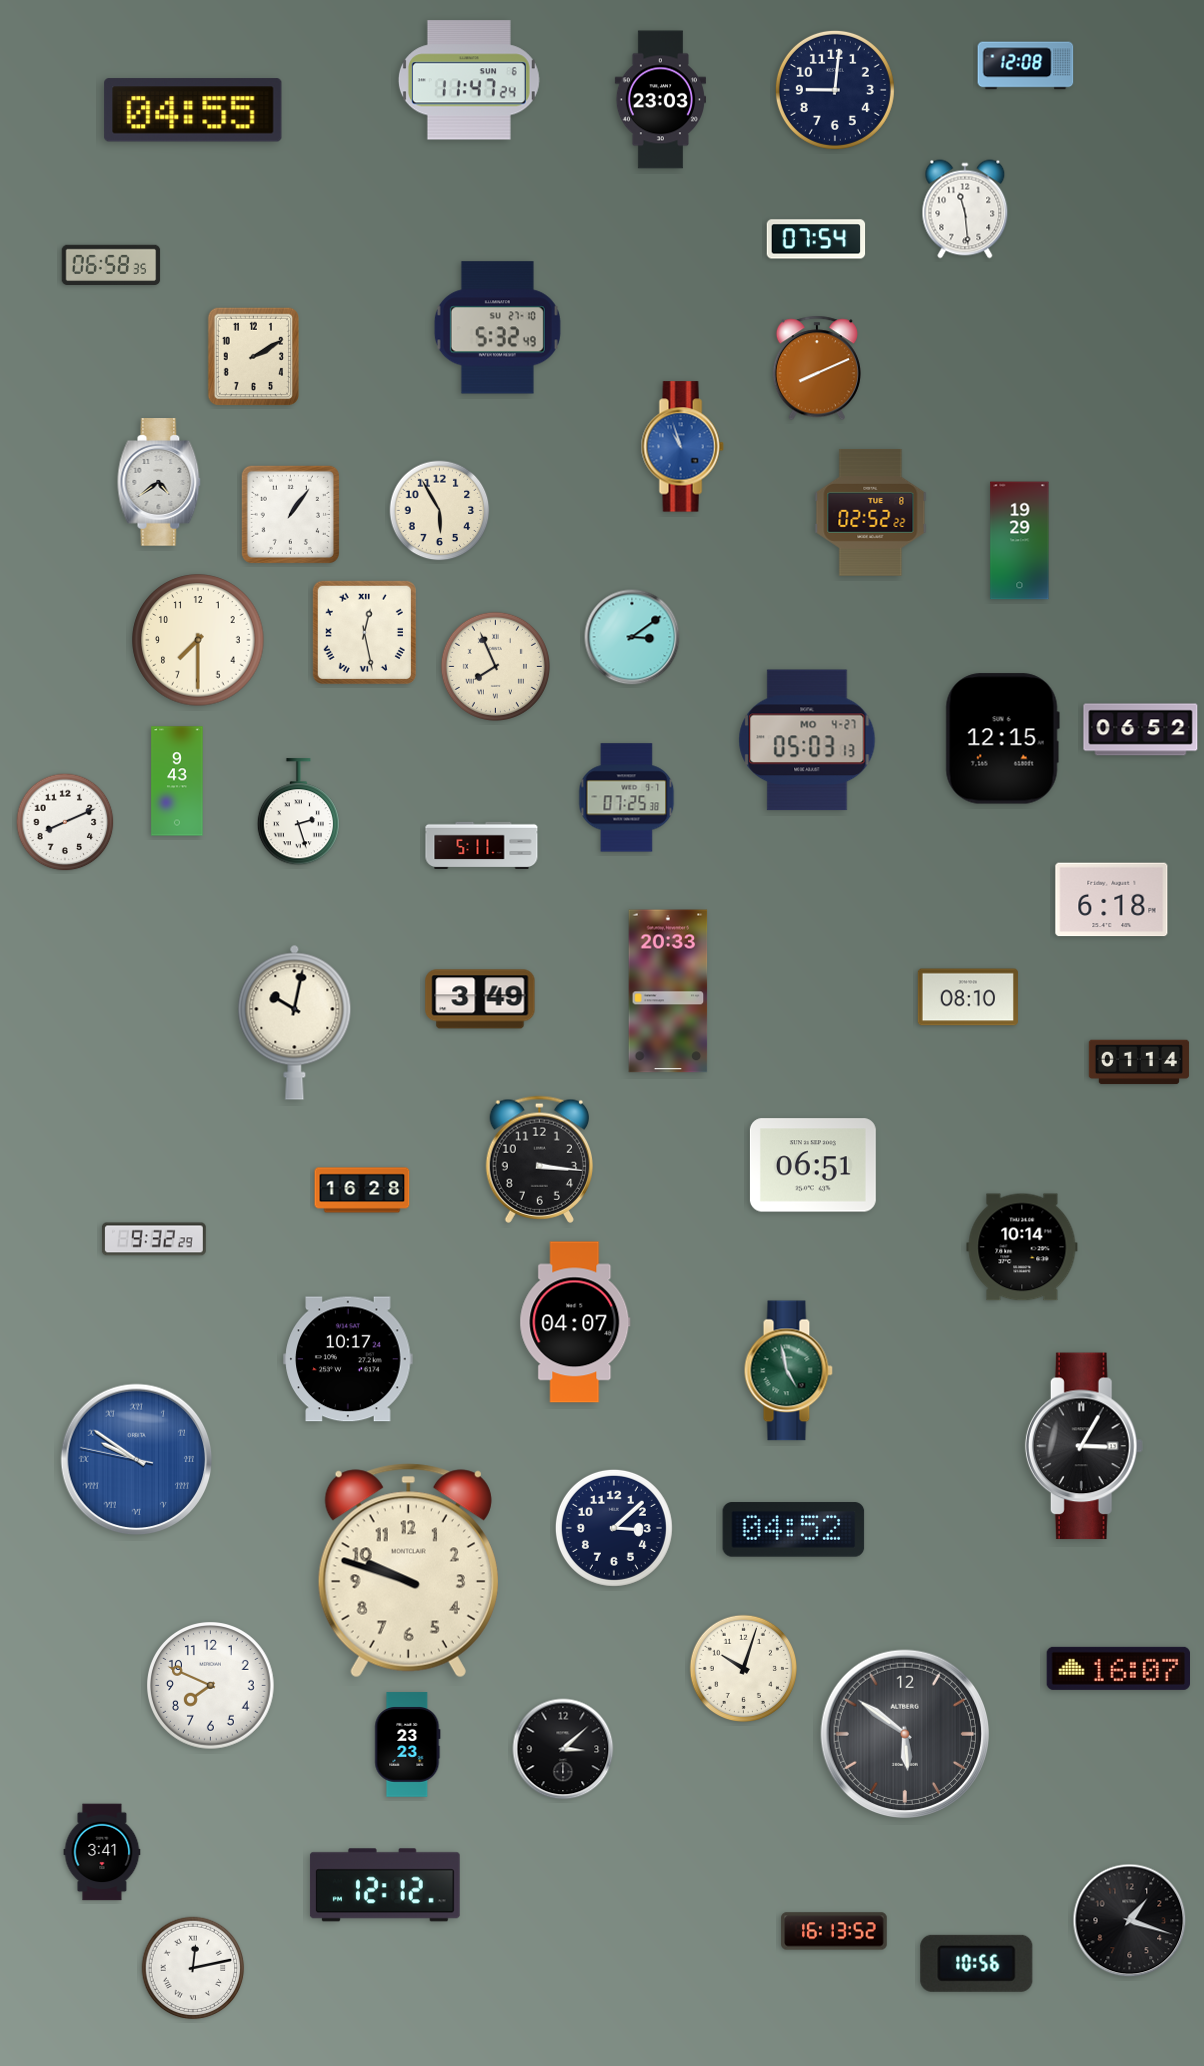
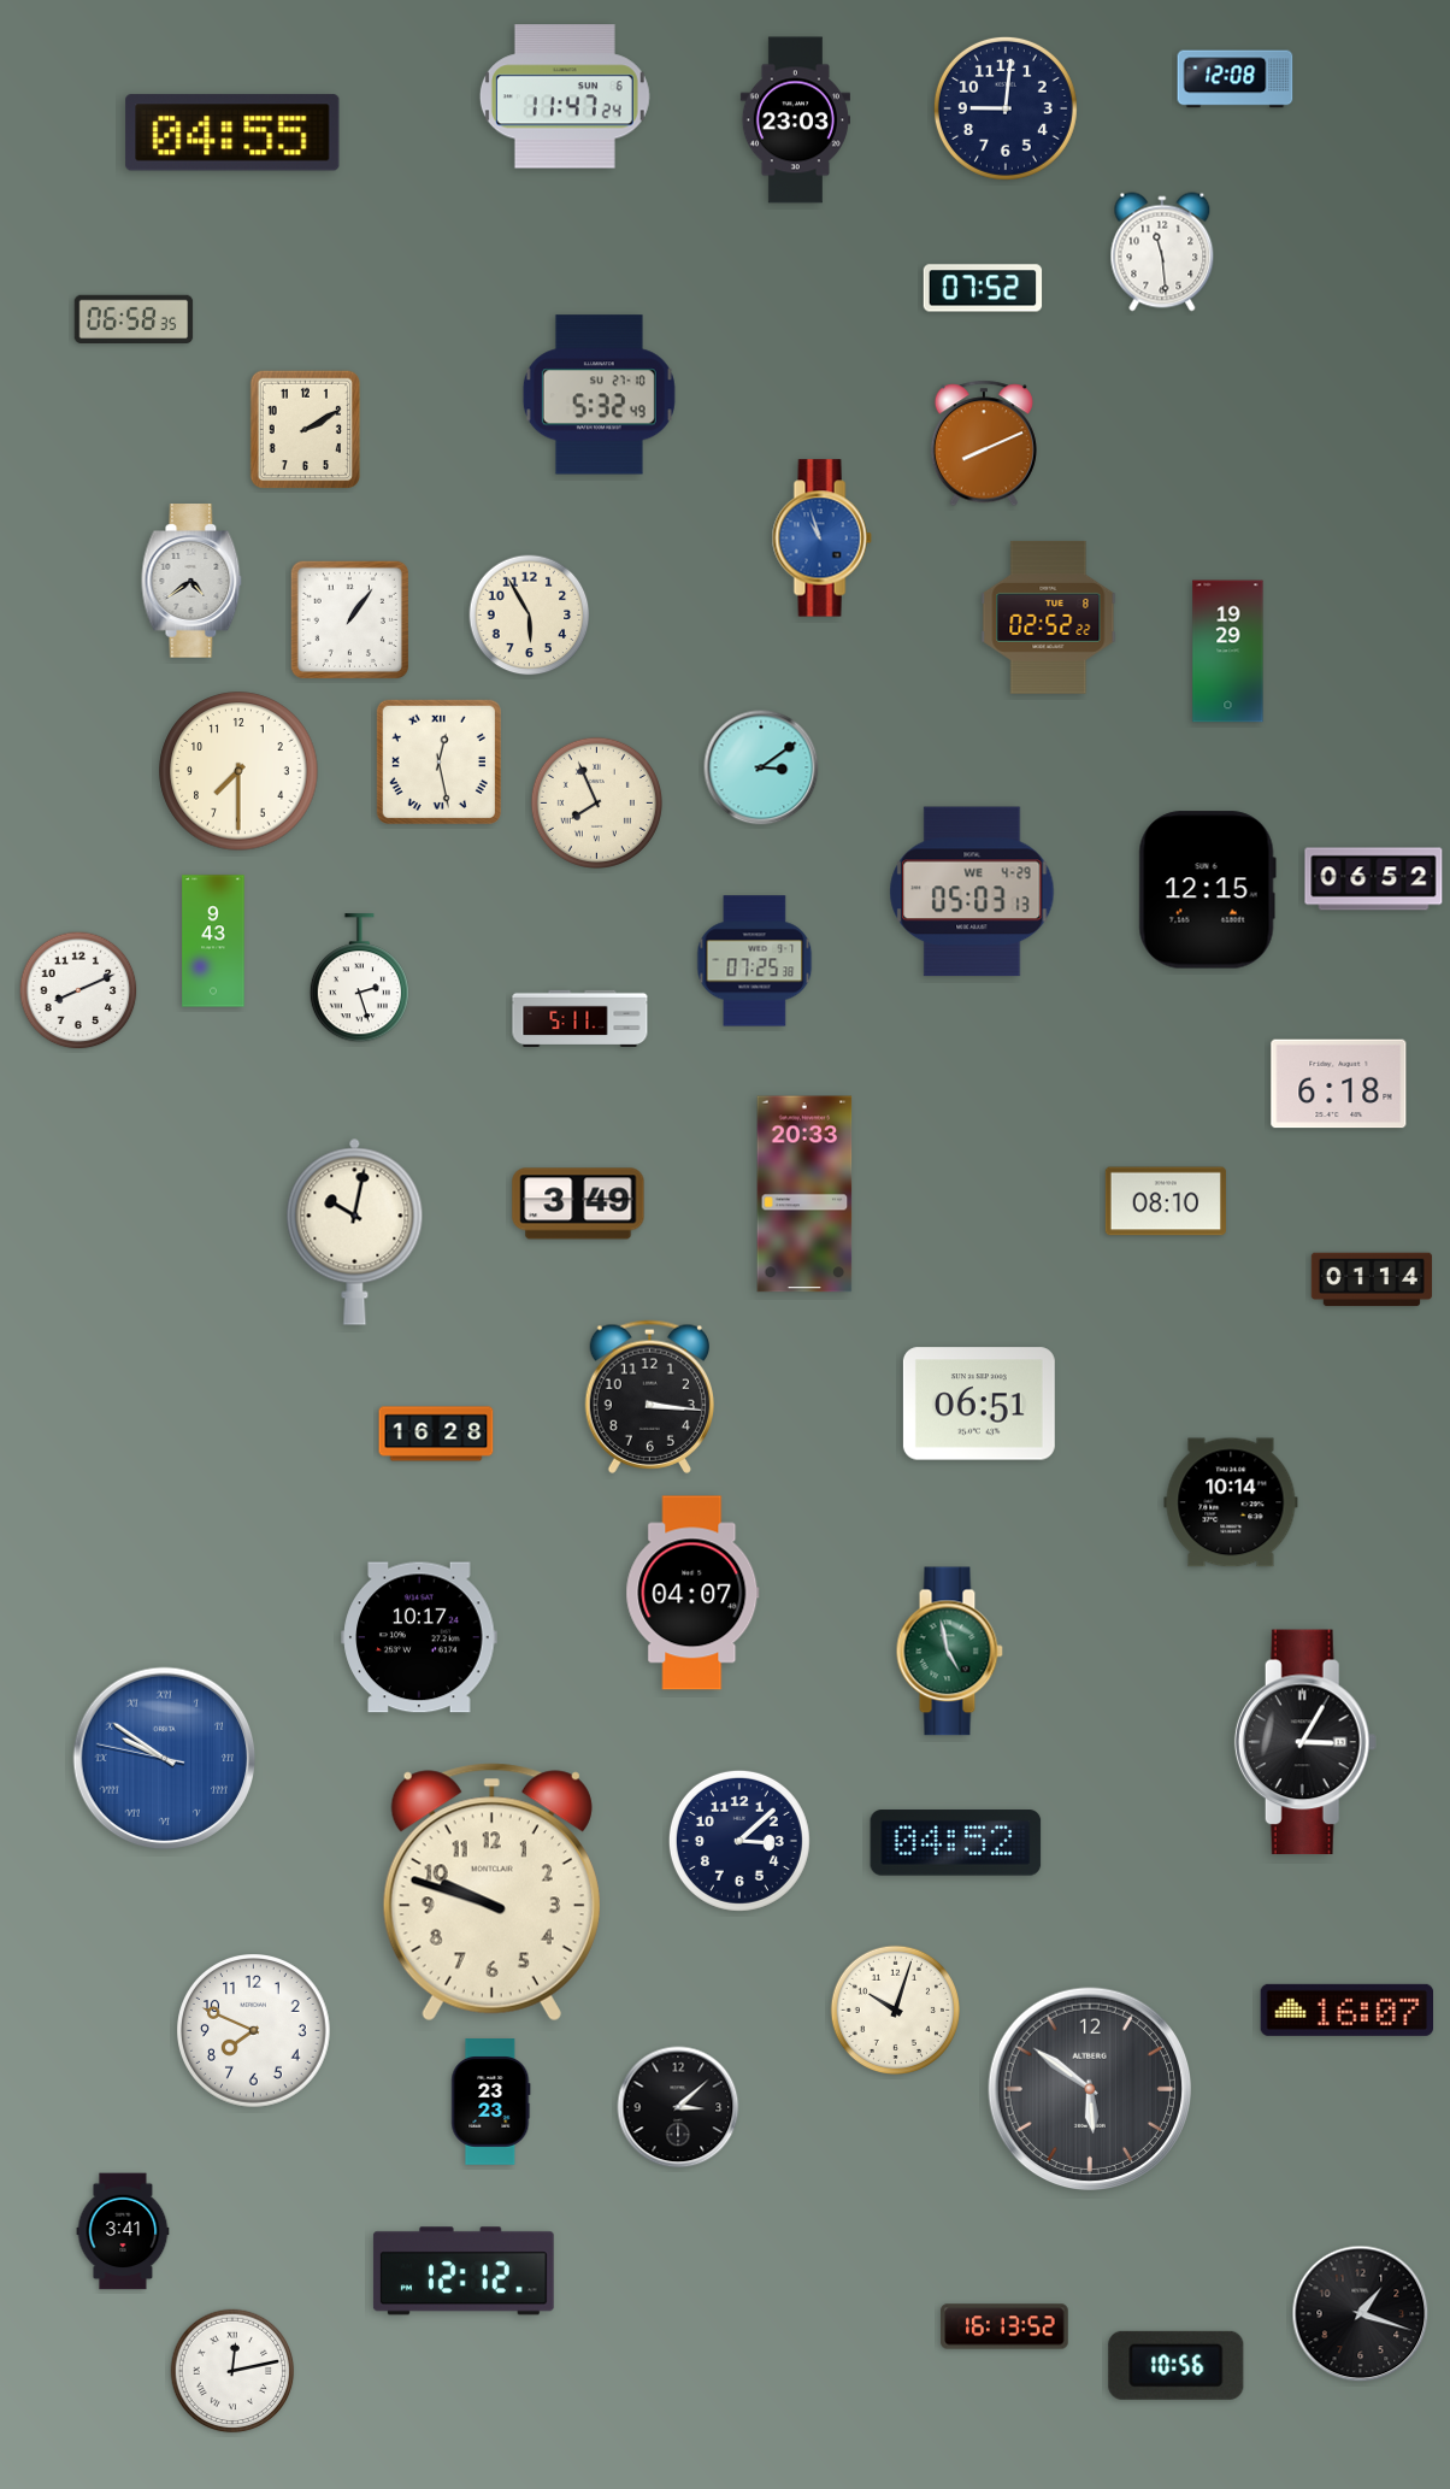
clock at (816, 239): 07:54 -> 07:52
clock at (807, 740) date: MO 4-27 -> WE 4-29
clock at (154, 1239): 9:32 -> none
